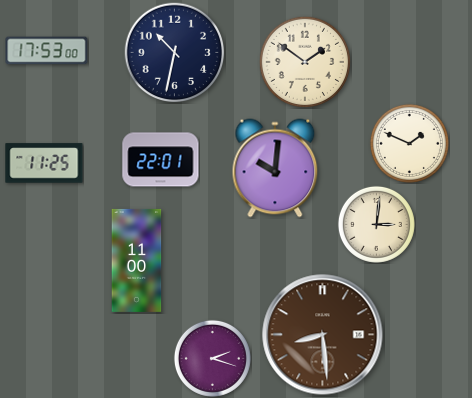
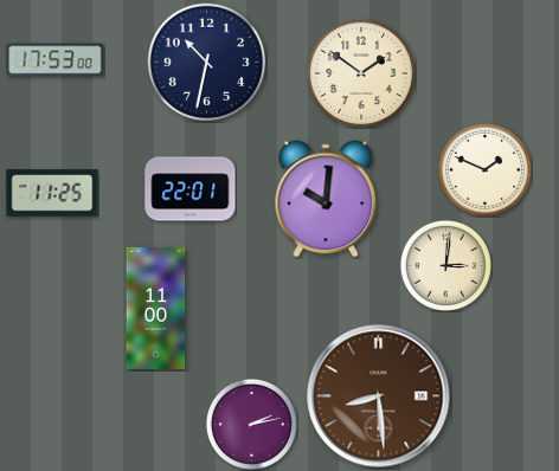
clock at (137, 260) position: (137, 260) -> (156, 308)
clock at (323, 335) position: (323, 335) -> (379, 396)
clock at (212, 358): 2:18 -> 2:13
